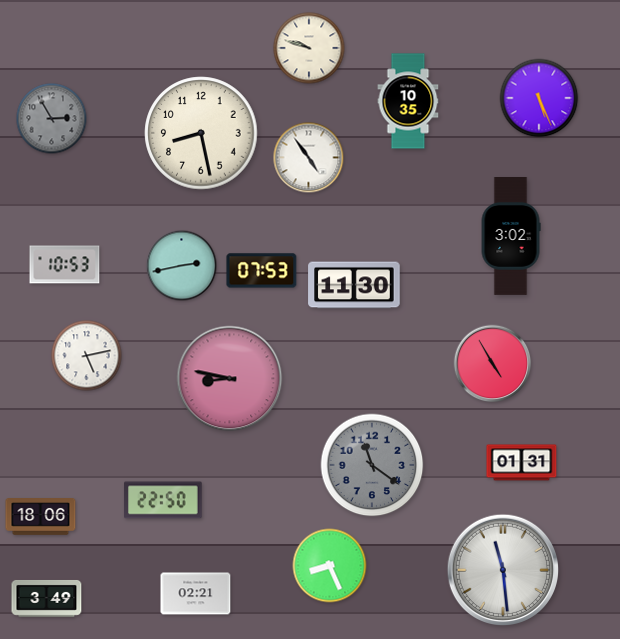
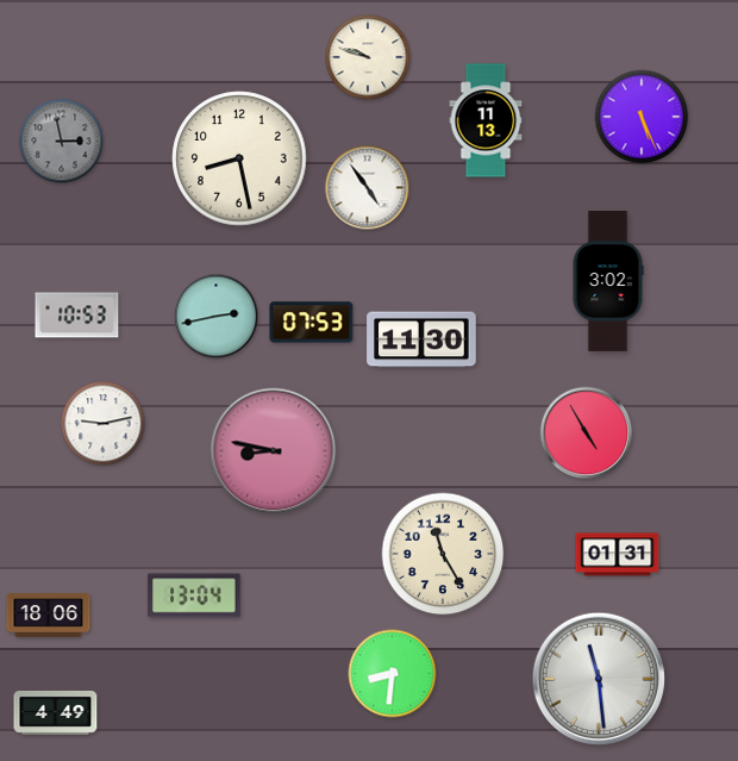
clock at (408, 101): 10:35 -> 11:13
clock at (52, 119): 2:55 -> 2:58
clock at (87, 356): 5:13 -> 9:13
clock at (522, 463) position: (522, 463) -> (618, 555)
clock at (372, 465): 11:21 -> 11:25
clock at (372, 465) dial: grey -> cream
clock at (163, 500): 22:50 -> 13:04
clock at (330, 566): 8:26 -> 8:31
clock at (196, 594): 02:21 -> none
clock at (47, 598): 3:49 -> 4:49
